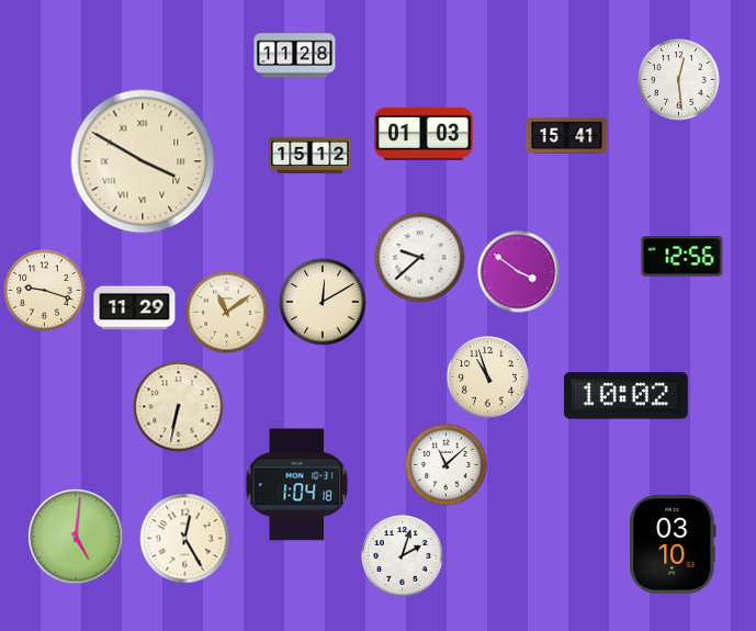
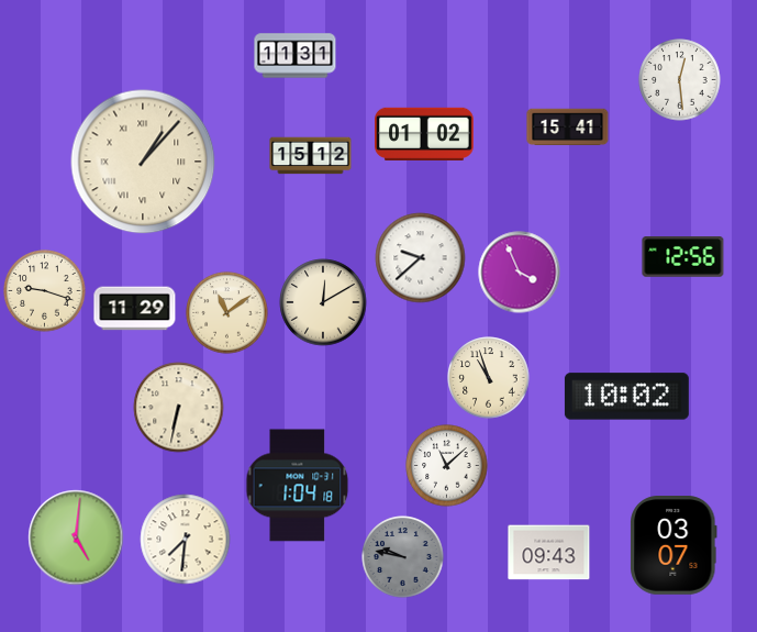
clock at (295, 56): 11:28 -> 11:31
clock at (424, 133): 01:03 -> 01:02
clock at (567, 136) position: (567, 136) -> (568, 127)
clock at (143, 161): 3:50 -> 1:07
clock at (519, 272): 3:51 -> 3:56
clock at (185, 539): 12:25 -> 7:31
clock at (673, 545): 03:10 -> 03:07
clock at (549, 553): none -> 09:43
clock at (403, 556): 2:03 -> 9:47
clock at (403, 556) dial: white -> grey
